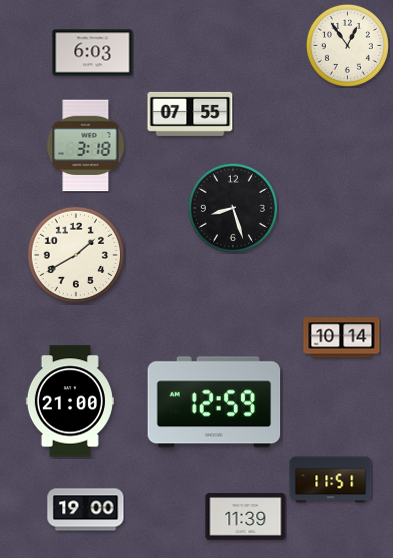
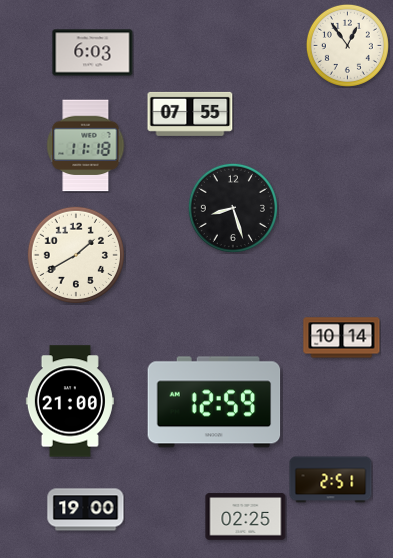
clock at (86, 146): 3:18 -> 11:18
clock at (331, 480): 11:51 -> 2:51
clock at (246, 517): 11:39 -> 02:25
